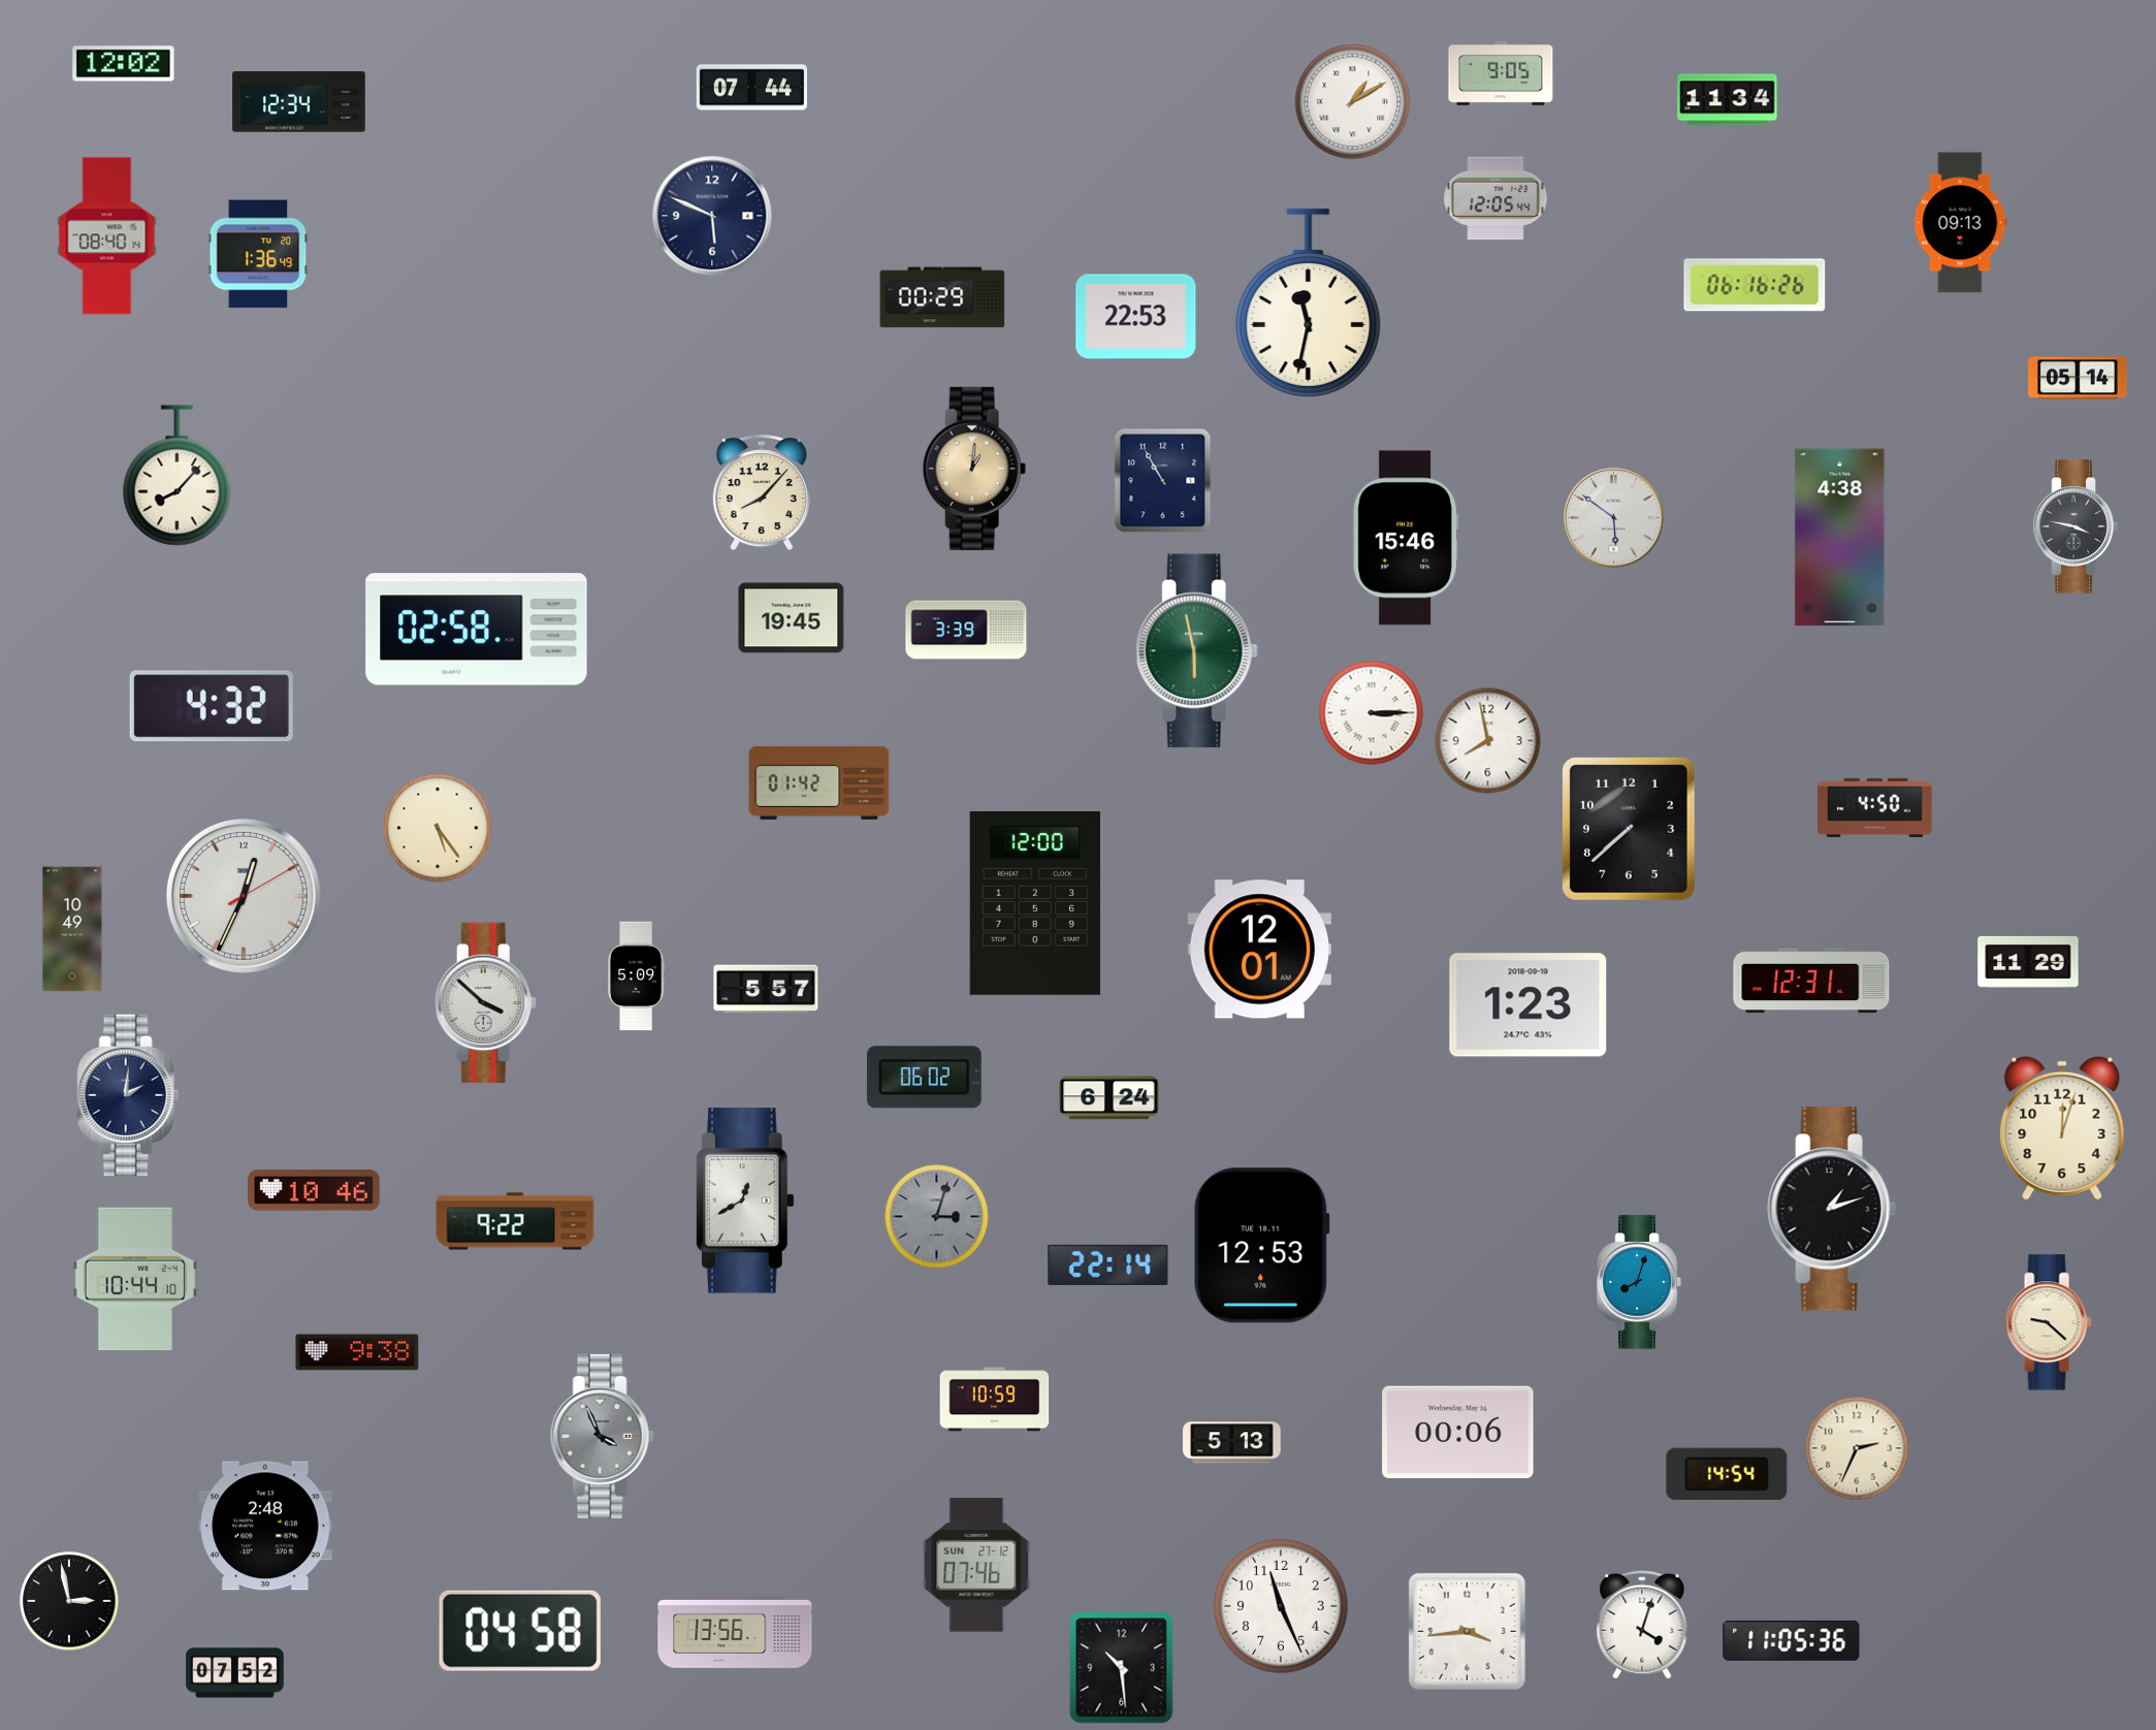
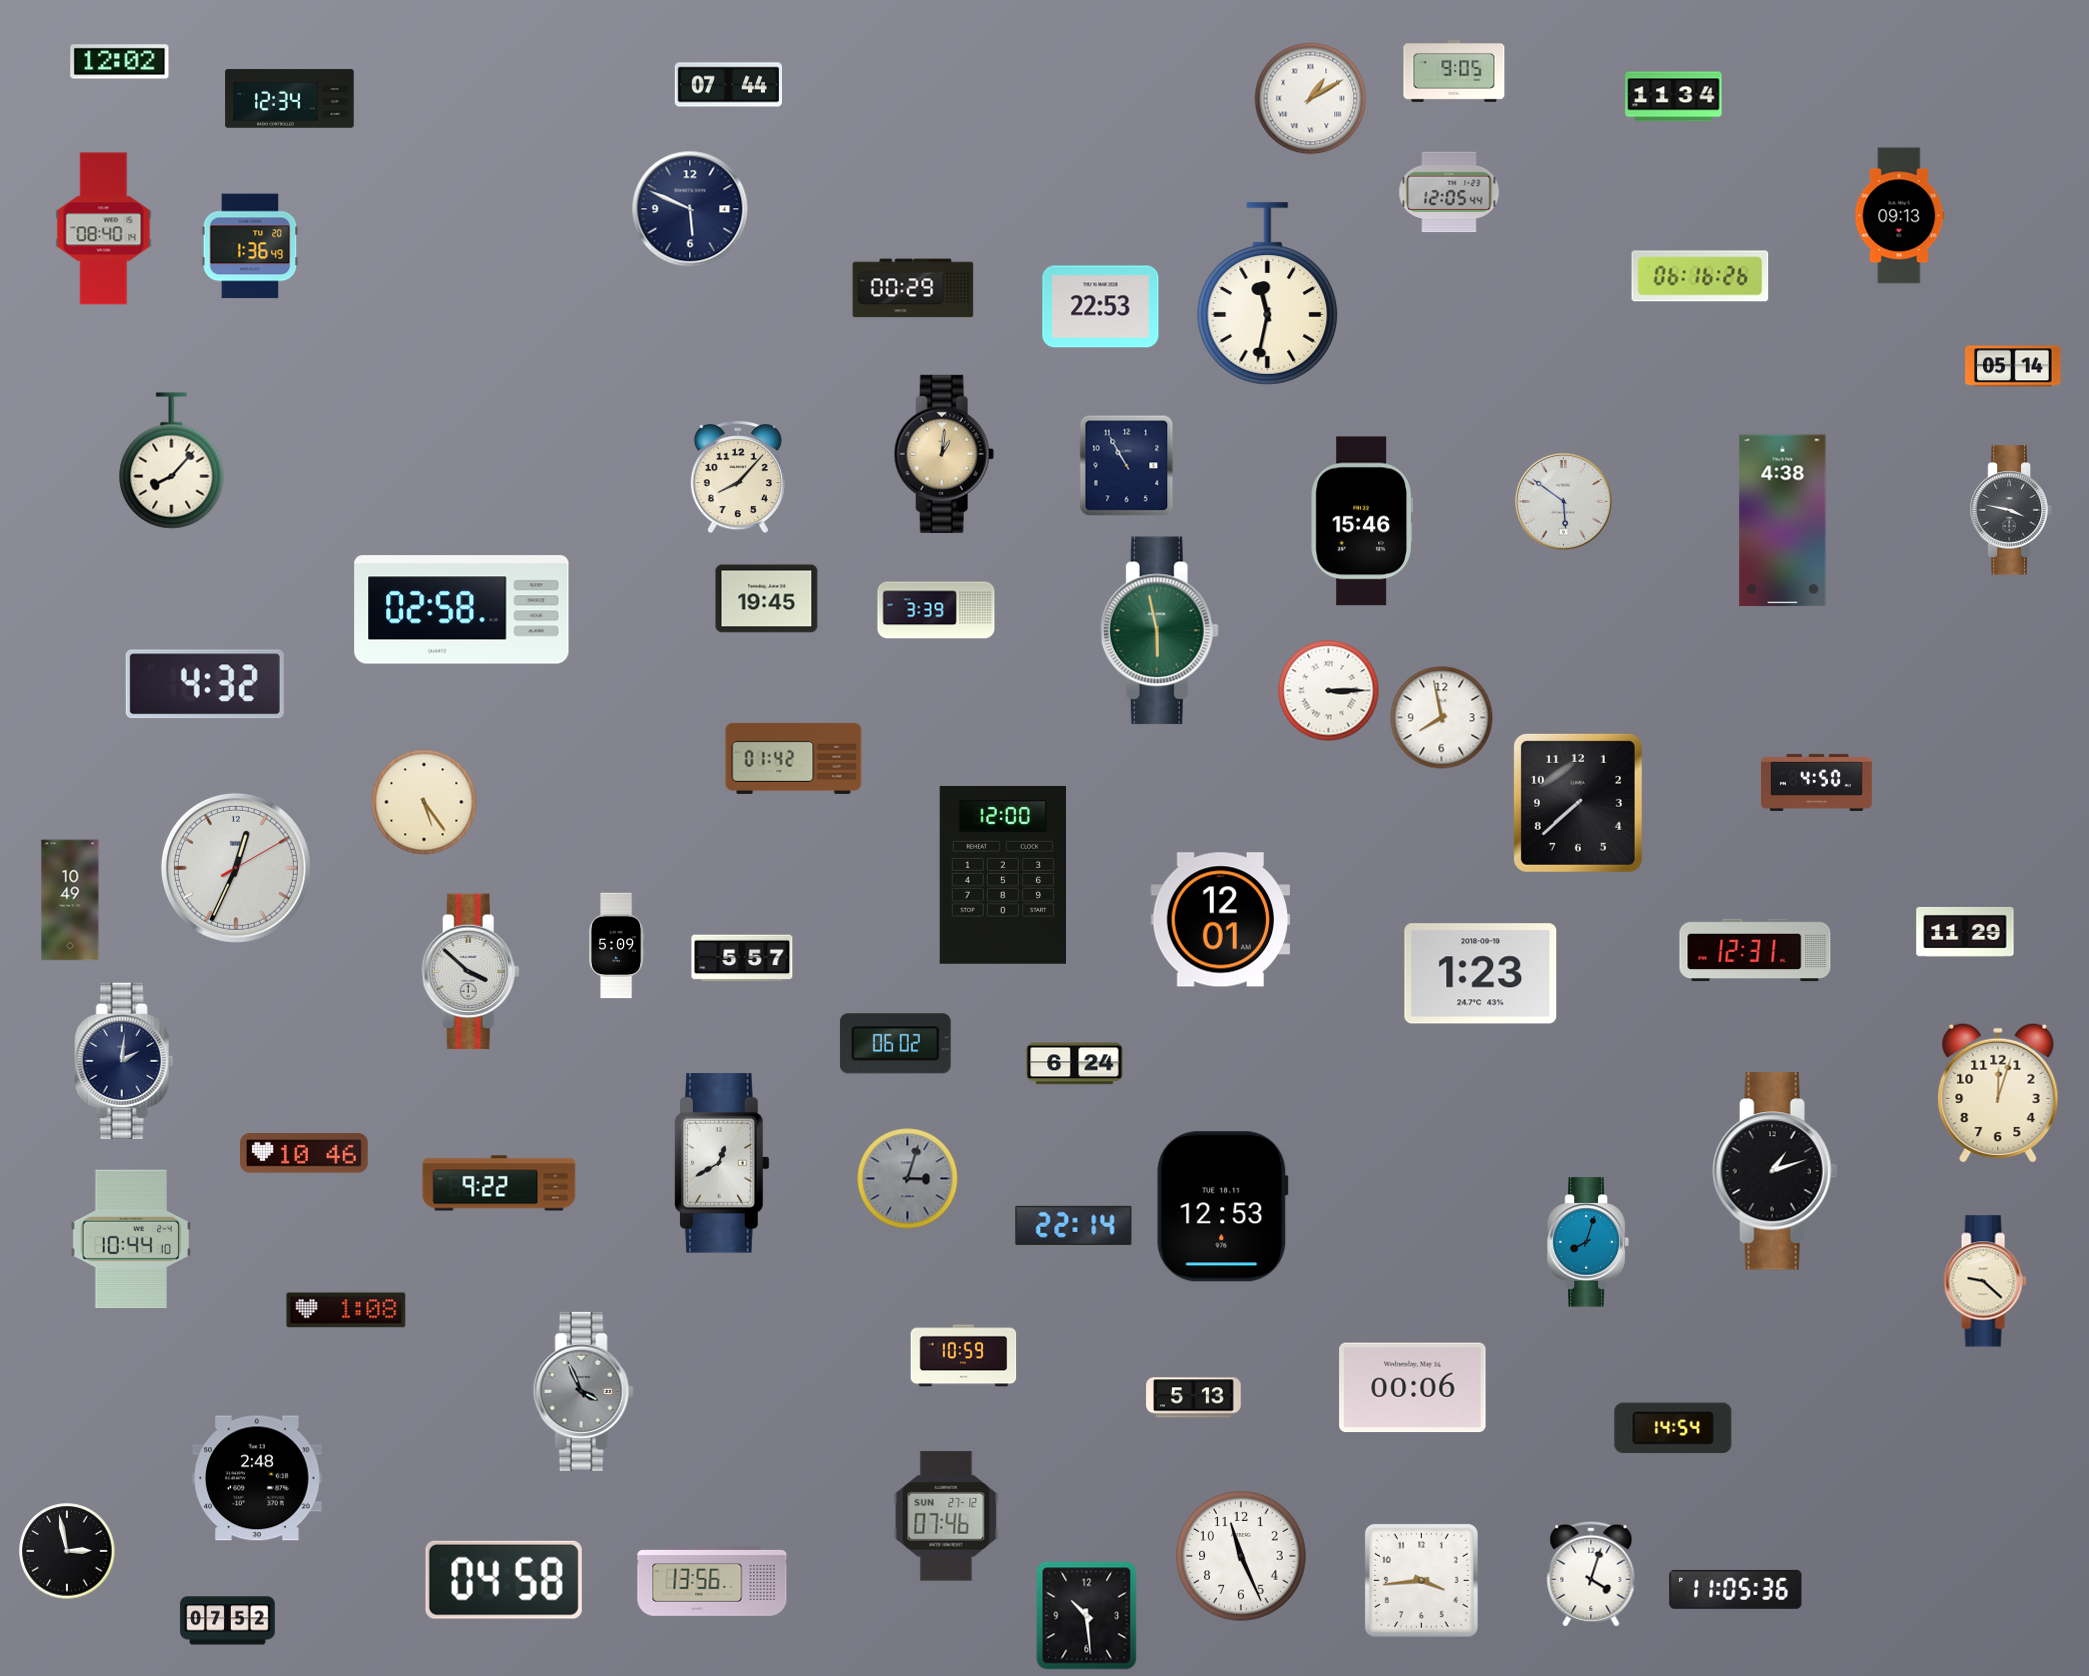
clock at (357, 1352): 9:38 -> 1:08
clock at (1857, 1448): 2:34 -> none
